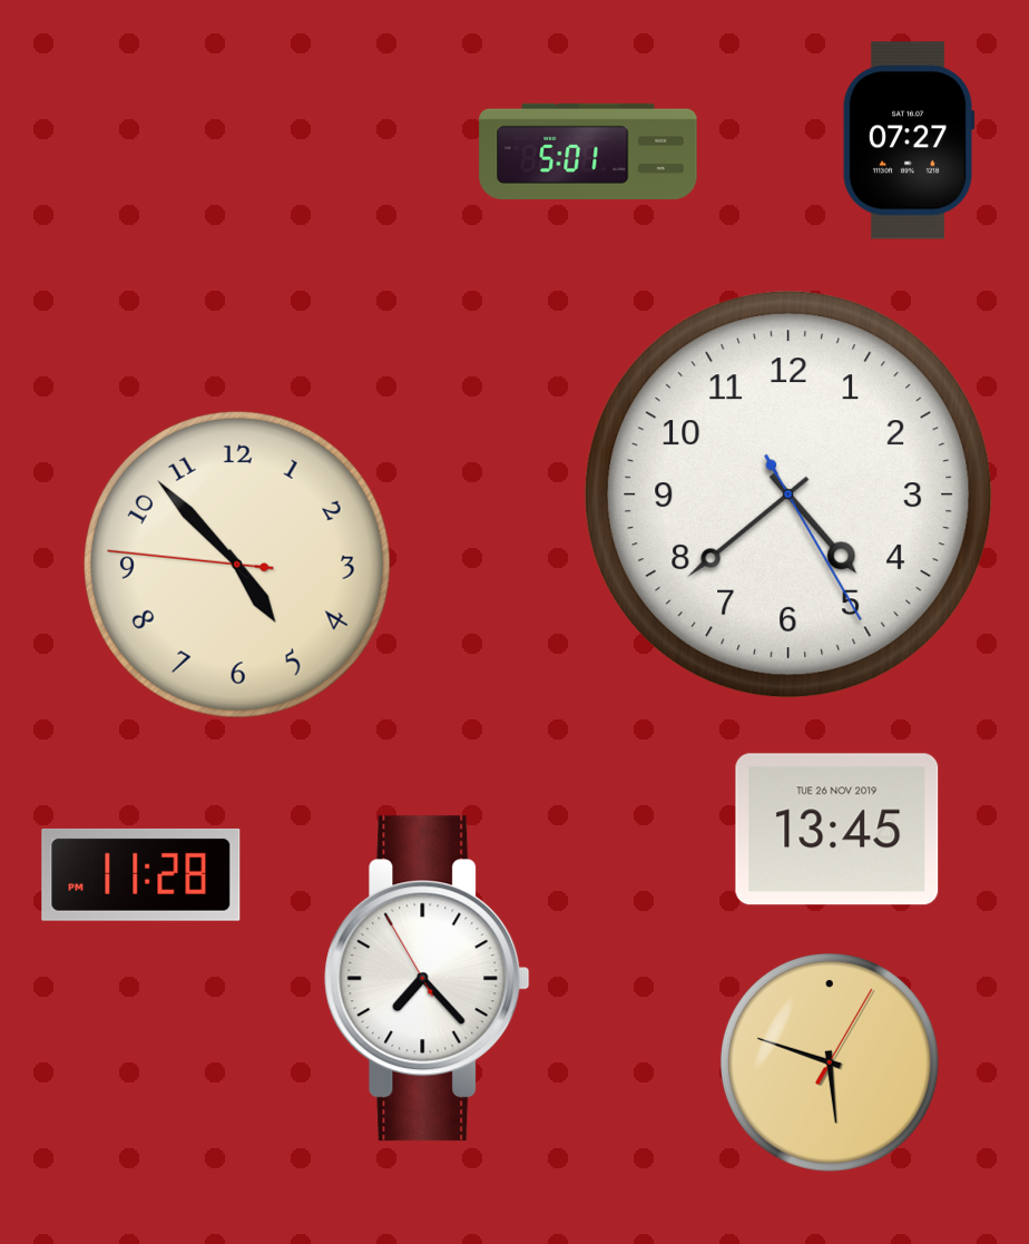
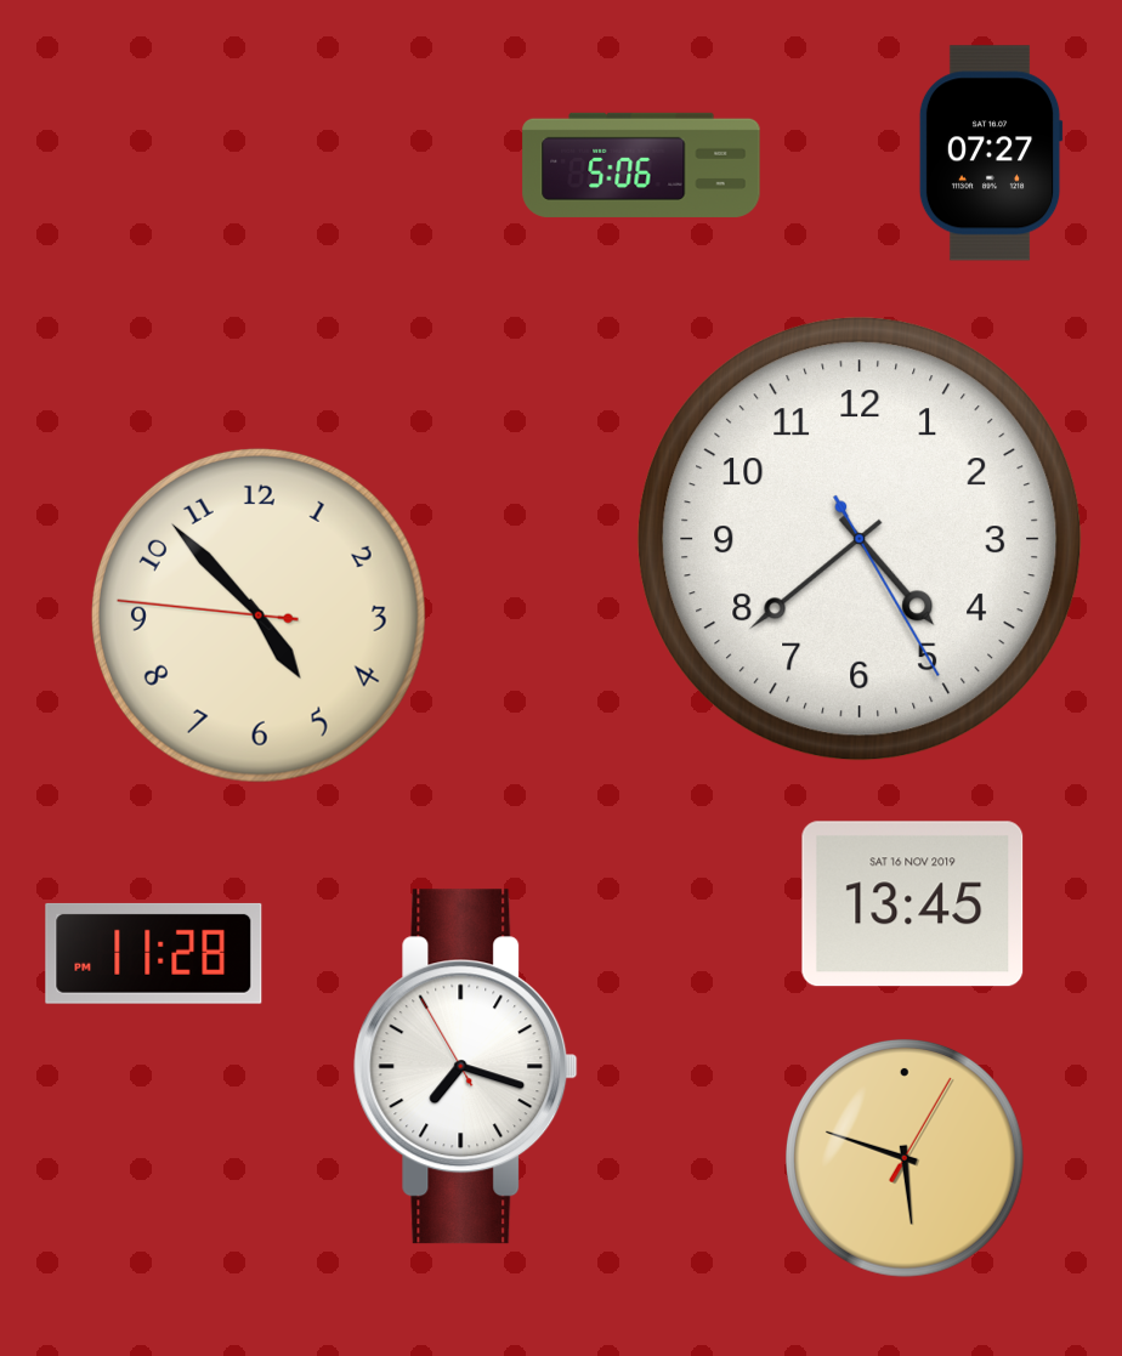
clock at (588, 151): 5:01 -> 5:06
clock at (837, 830) date: TUE 26 NOV 2019 -> SAT 16 NOV 2019
clock at (428, 979): 7:22 -> 7:17
